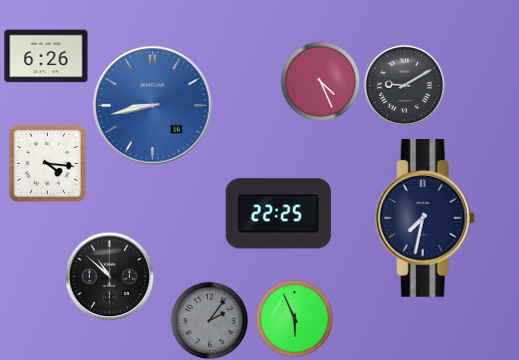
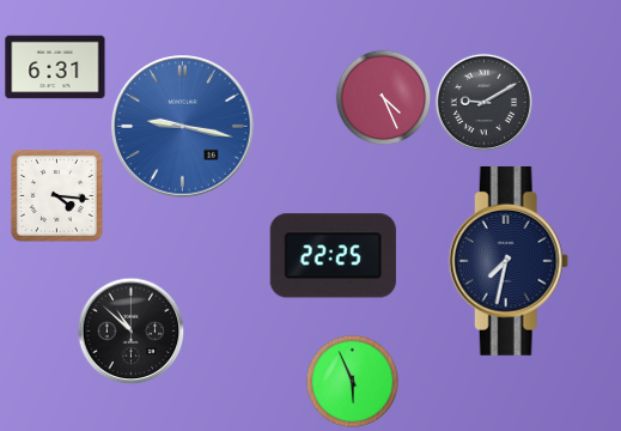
clock at (46, 56): 6:26 -> 6:31
clock at (153, 106): 8:43 -> 9:17
clock at (209, 320): 2:06 -> none
